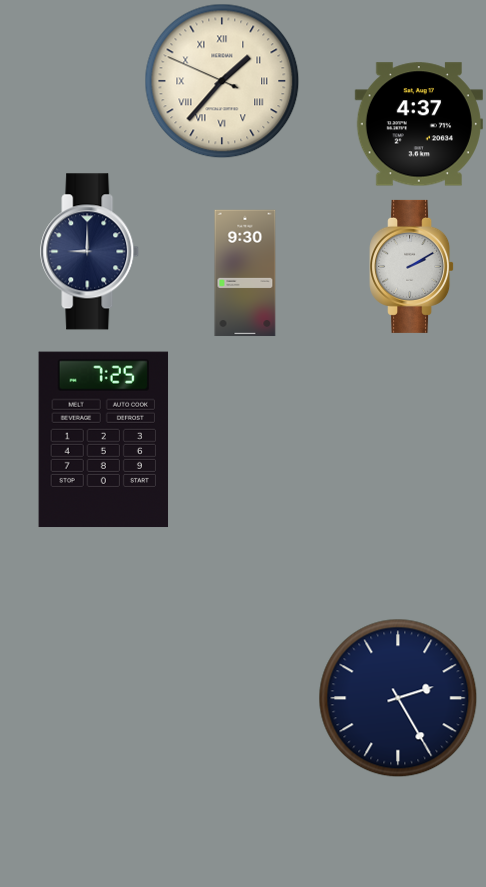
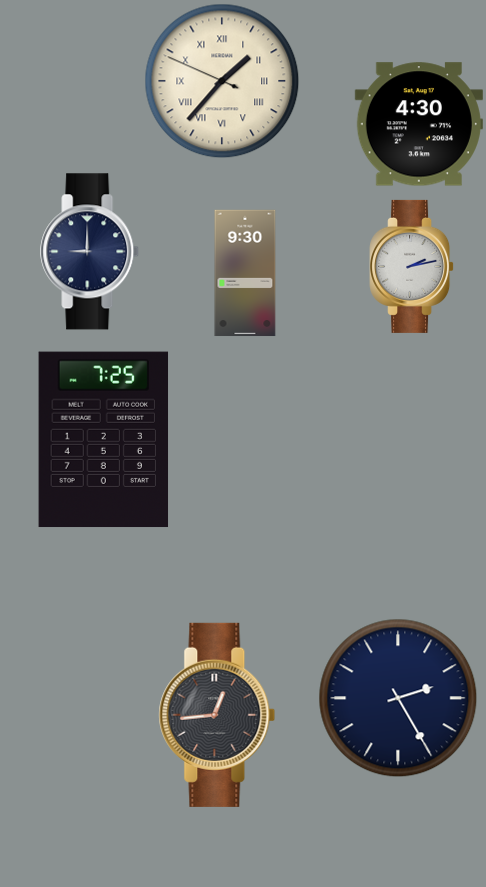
clock at (419, 124): 4:37 -> 4:30
clock at (412, 266): 2:10 -> 2:13
clock at (217, 715): none -> 12:44
